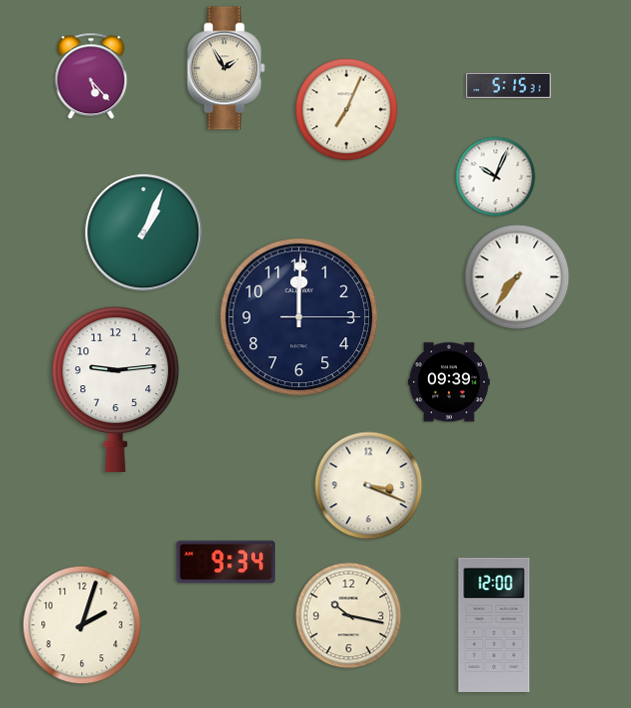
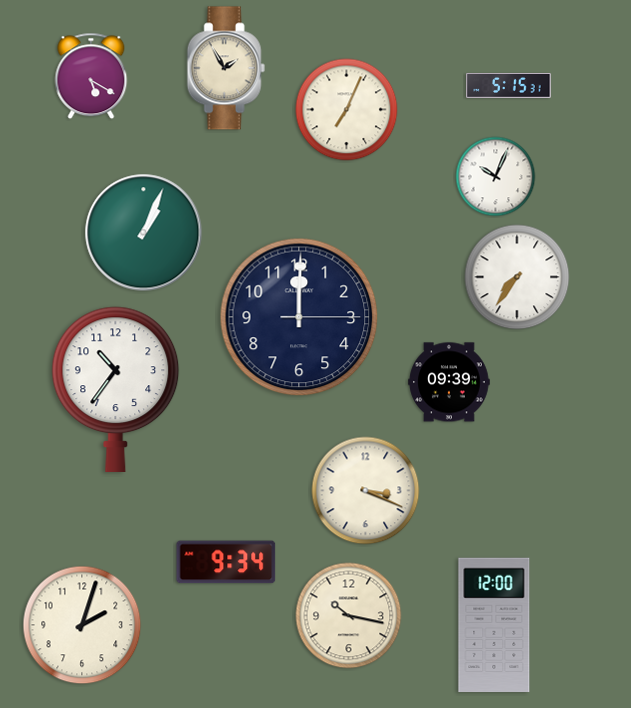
clock at (91, 76): 5:23 -> 5:20
clock at (116, 389): 9:14 -> 10:36
clock at (369, 486) position: (369, 486) -> (366, 491)
